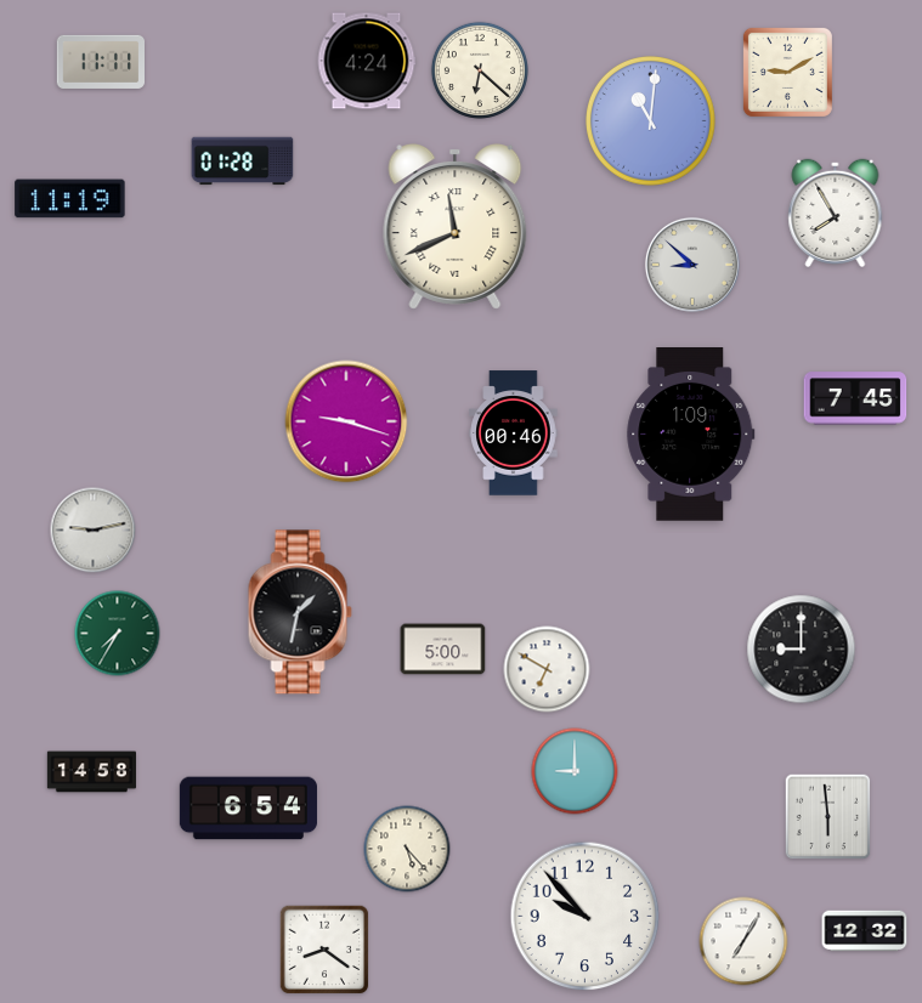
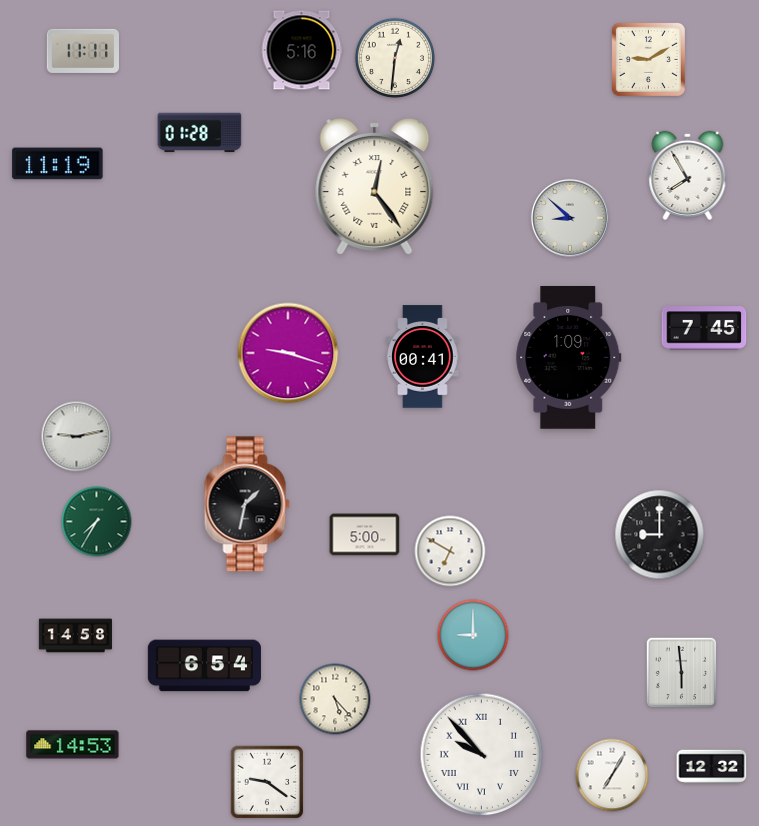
clock at (367, 61): 4:24 -> 5:16
clock at (480, 70): 6:22 -> 12:31
clock at (651, 121): 11:01 -> none
clock at (456, 227): 11:41 -> 12:24
clock at (346, 421) position: (346, 421) -> (288, 353)
clock at (514, 433): 00:46 -> 00:41
clock at (73, 745): none -> 14:53
clock at (586, 917) numerals: Arabic -> Roman
clock at (324, 950): 8:21 -> 9:21
